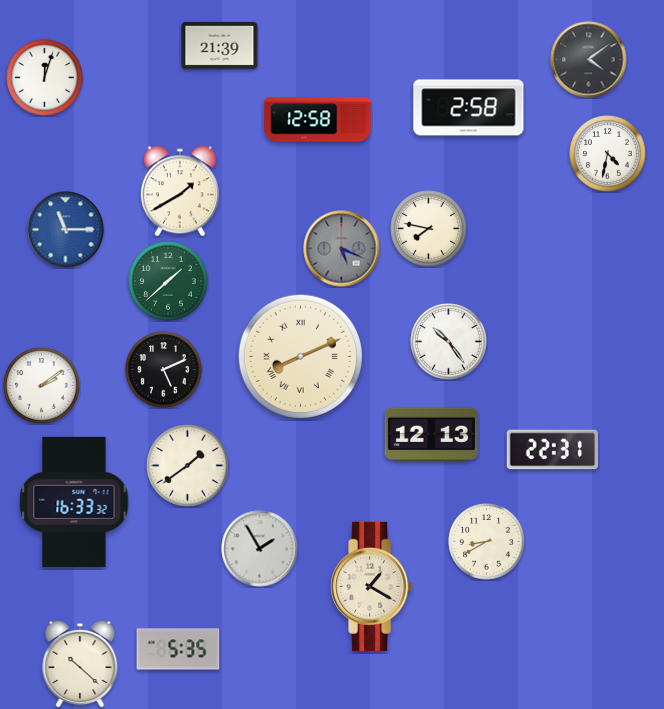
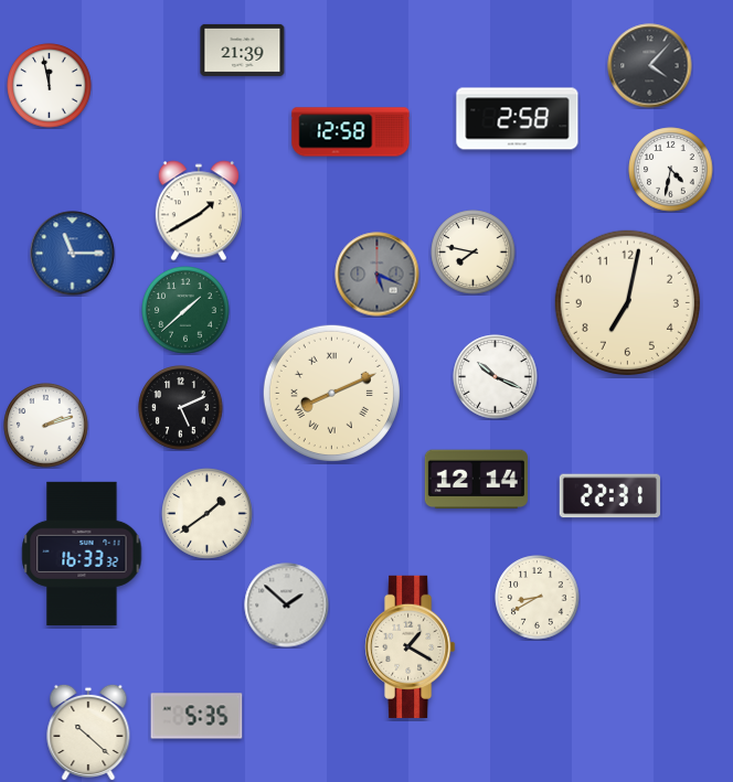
clock at (589, 60): 4:09 -> 4:07
clock at (45, 78): 12:03 -> 11:58
clock at (627, 302): none -> 7:02
clock at (449, 342): 10:24 -> 10:19
clock at (42, 386): 2:09 -> 2:12
clock at (431, 435): 12:13 -> 12:14
clock at (260, 549): 1:55 -> 1:52
